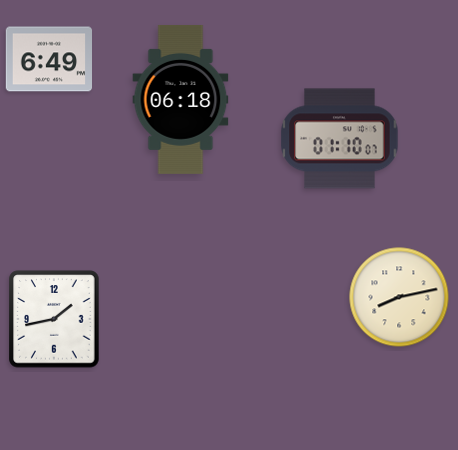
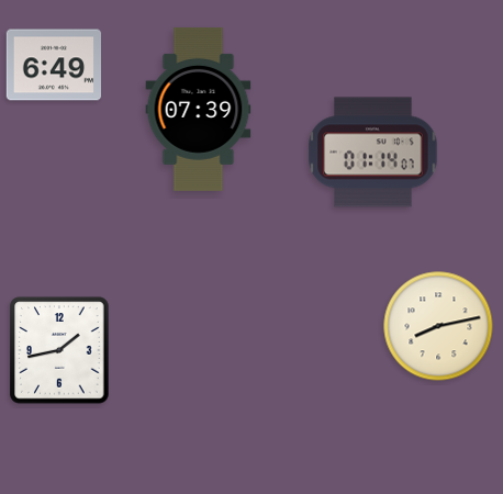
clock at (181, 99): 06:18 -> 07:39
clock at (340, 139): 01:10 -> 01:14
